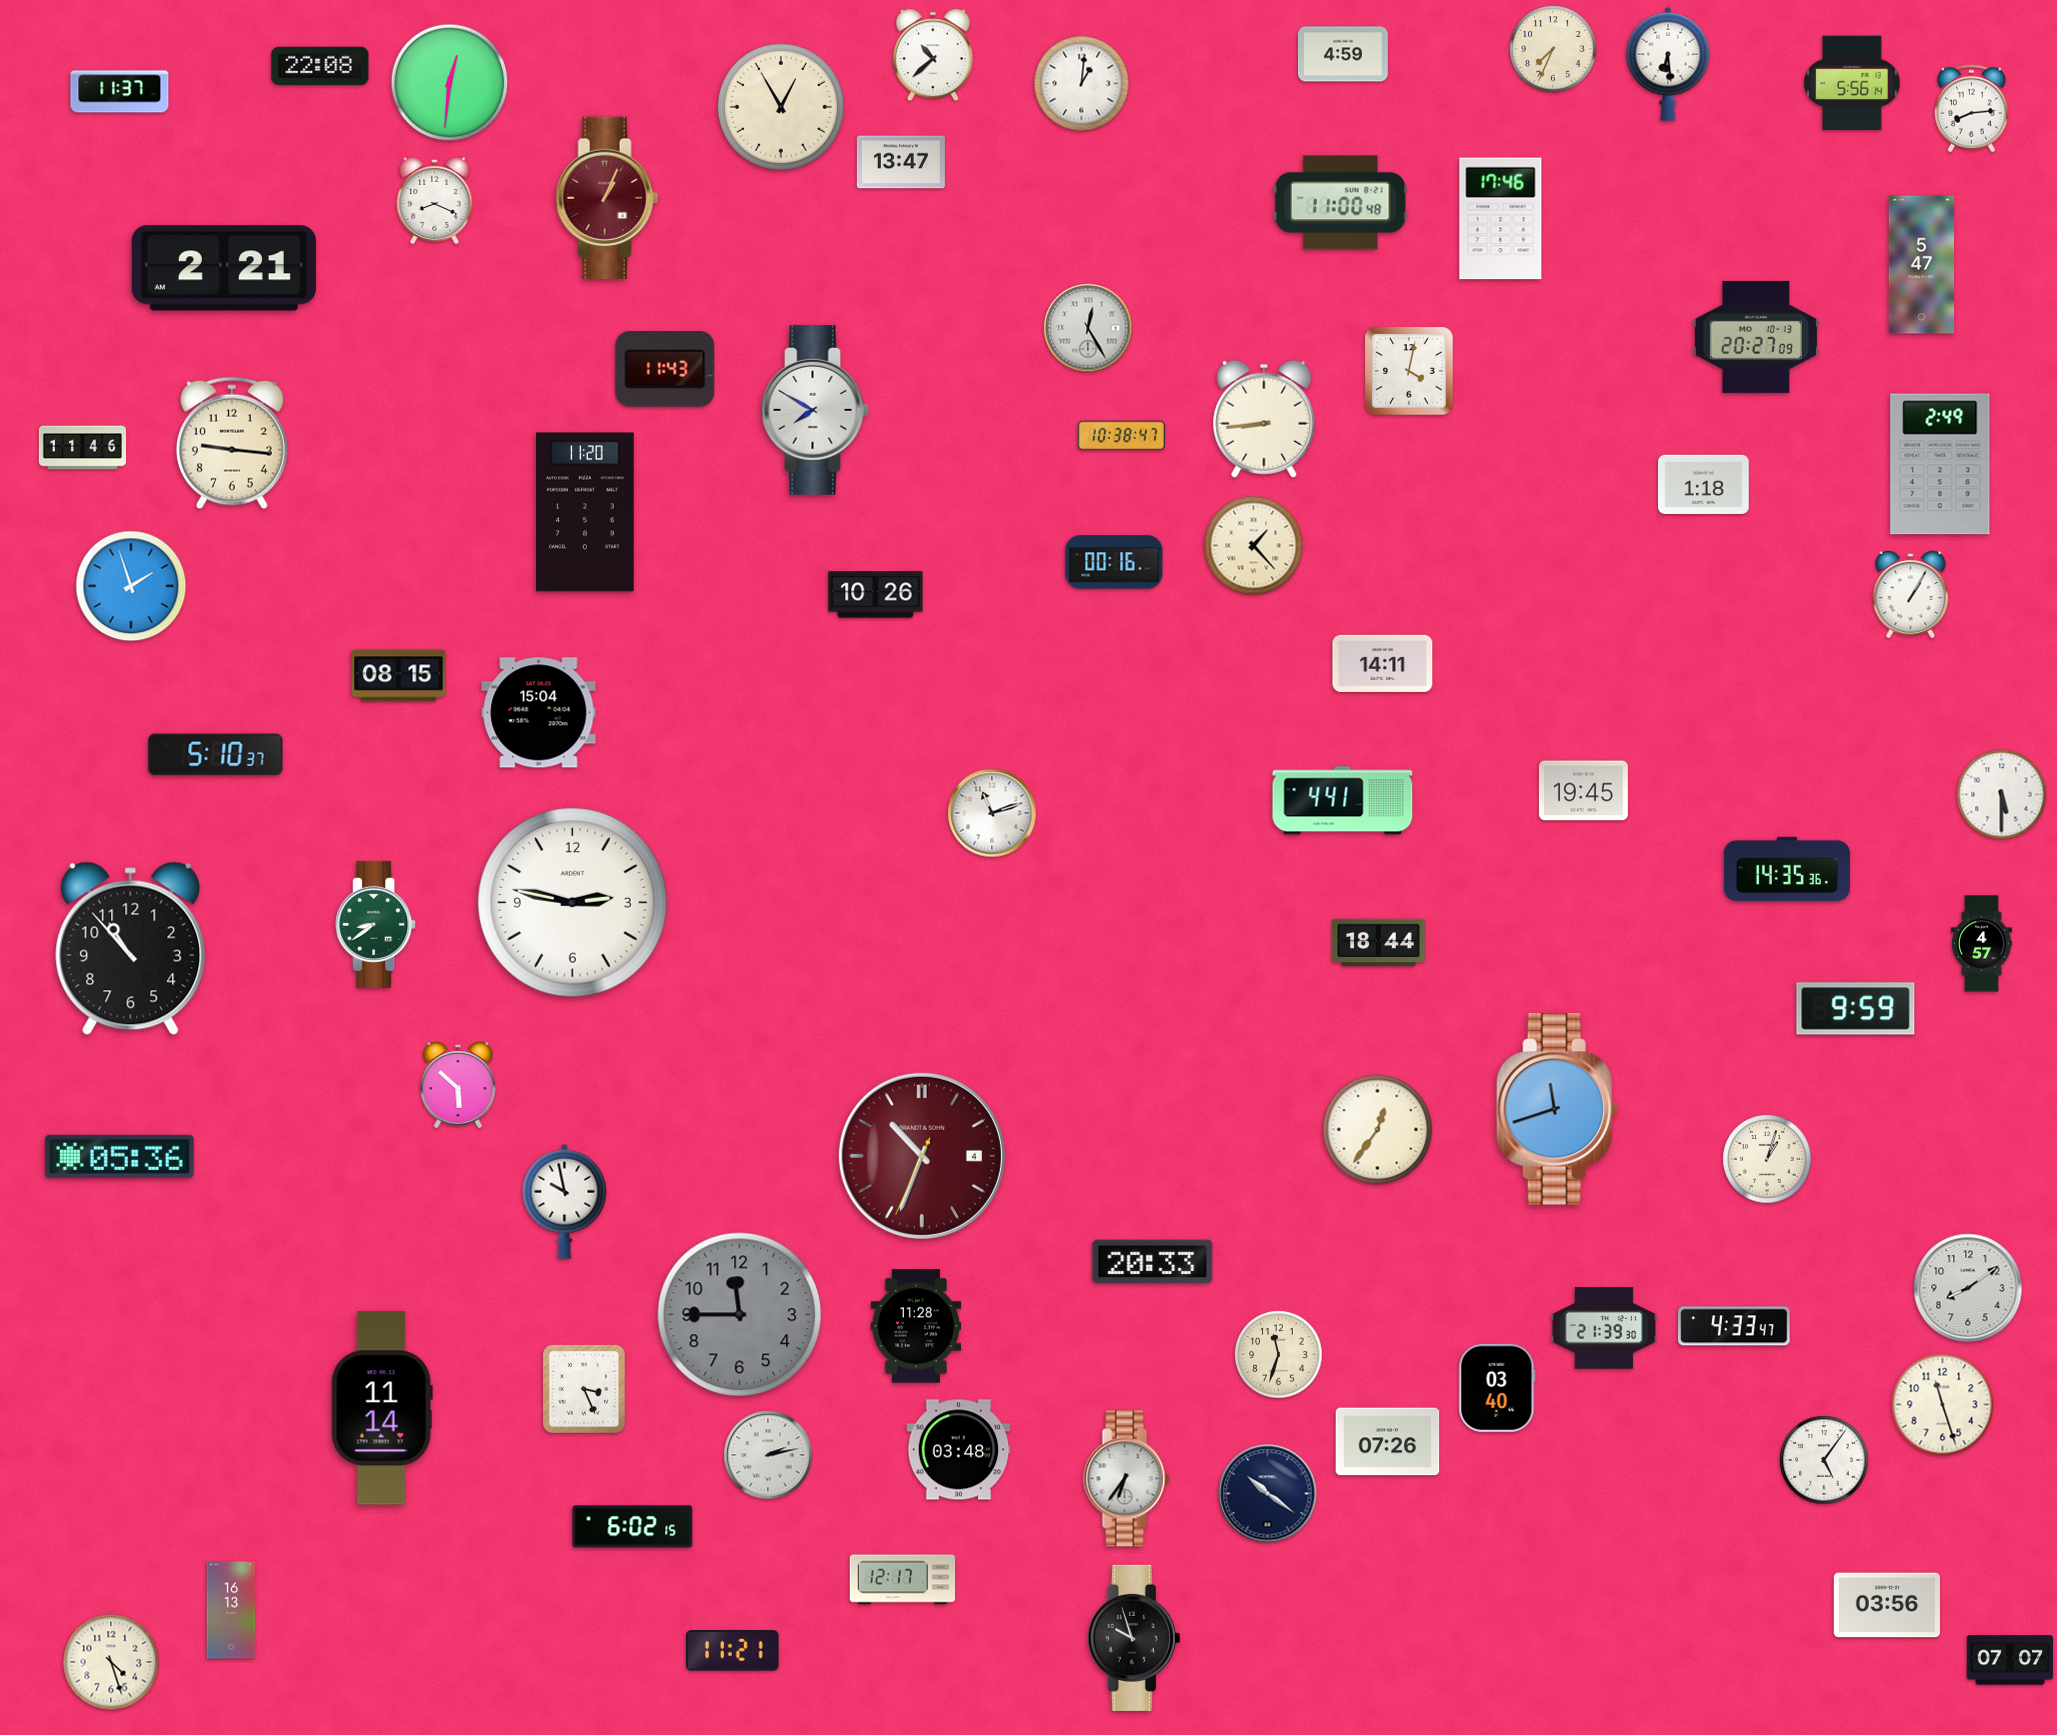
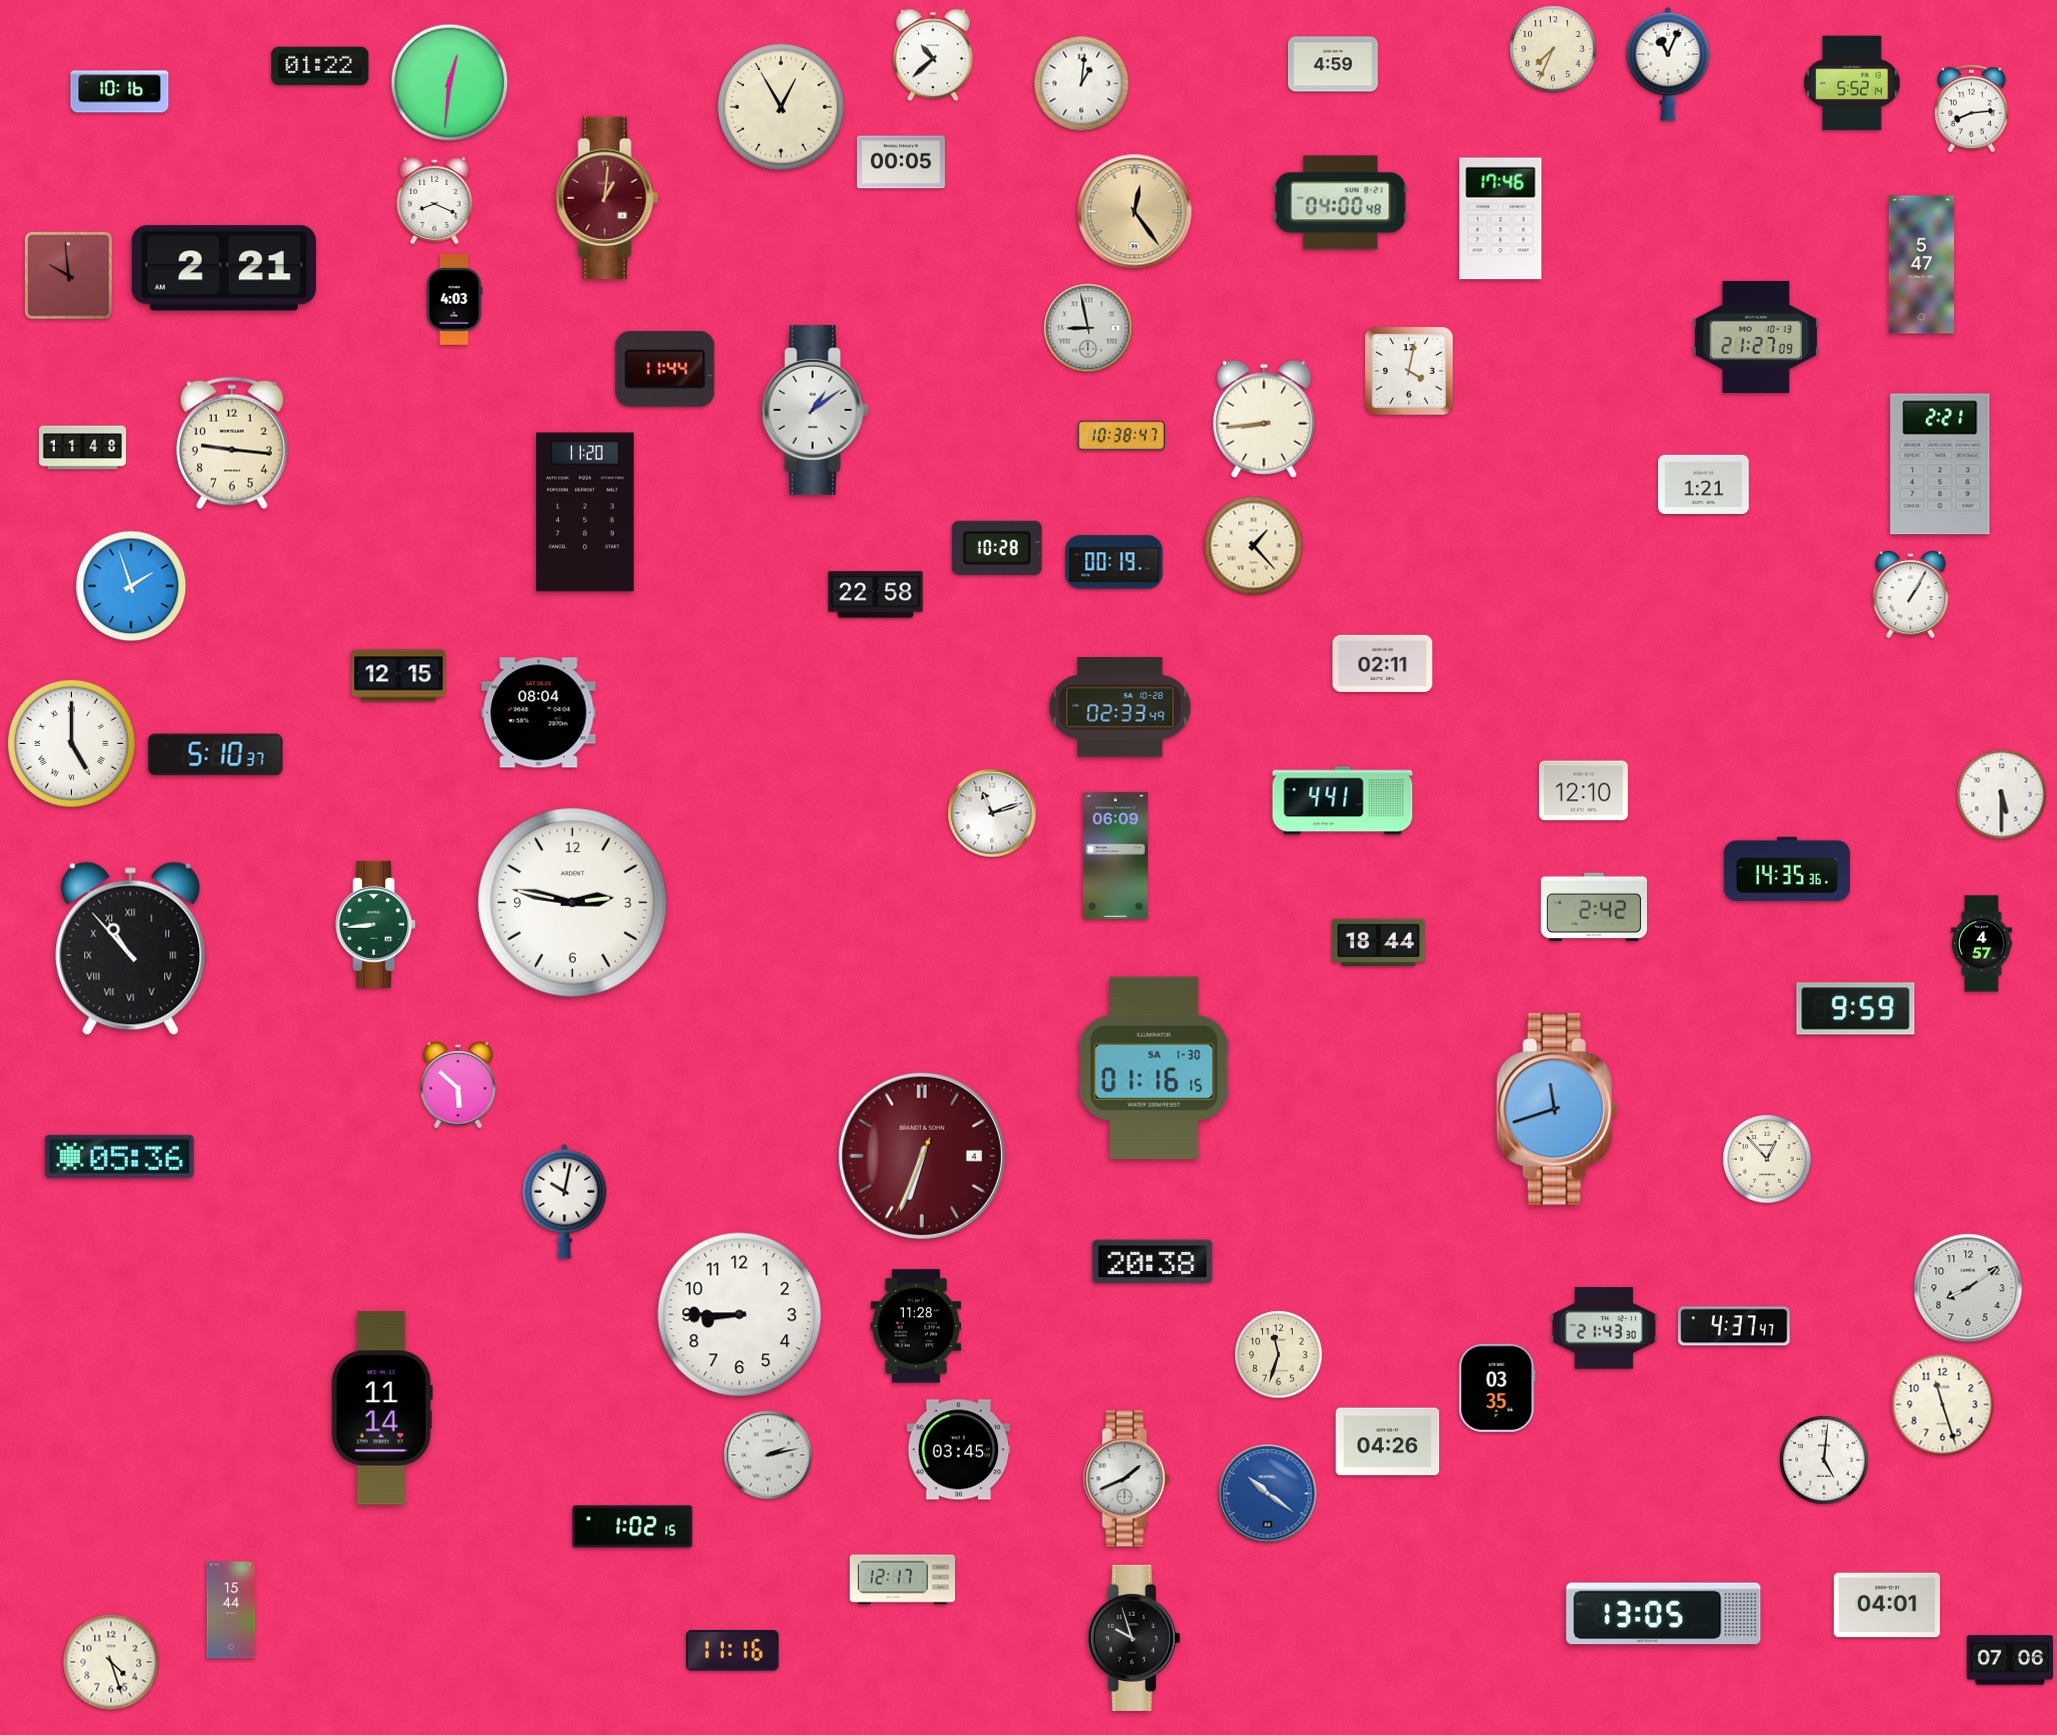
clock at (1343, 54) position: (1343, 54) -> (1333, 64)
clock at (1668, 64): 6:29 -> 11:04
clock at (320, 66): 22:08 -> 01:22
clock at (1852, 83): 5:56 -> 5:52
clock at (120, 92): 11:37 -> 10:16
clock at (901, 162): 13:47 -> 00:05
clock at (607, 198): 1:04 -> 1:01
clock at (1340, 203): 11:00 -> 04:00
clock at (1135, 212): none -> 12:24
clock at (68, 275): none -> 9:59
clock at (454, 300): none -> 4:03
clock at (1088, 328): 12:25 -> 8:58
clock at (1756, 337): 20:27 -> 21:27
clock at (665, 370): 11:43 -> 11:44
clock at (815, 411): 7:50 -> 1:09
clock at (82, 448): 11:46 -> 11:48
clock at (1940, 464): 2:49 -> 2:21
clock at (1704, 484): 1:18 -> 1:21
clock at (997, 548): none -> 10:28
clock at (1114, 562): 00:16 -> 00:19
clock at (876, 595): 10:26 -> 22:58
clock at (1383, 663): 14:11 -> 02:11
clock at (399, 676): 08:15 -> 12:15
clock at (1120, 708): none -> 02:33
clock at (539, 713): 15:04 -> 08:04
clock at (71, 743): none -> 5:00
clock at (1583, 791): 19:45 -> 12:10
clock at (1115, 855): none -> 06:09
clock at (1594, 907): none -> 2:42
clock at (376, 924): 8:39 -> 8:44
clock at (131, 949) numerals: Arabic -> Roman
clock at (1154, 1068): none -> 01:16
clock at (1378, 1130): 12:36 -> none
clock at (922, 1156): 10:33 -> 6:33
clock at (1767, 1159): 1:03 -> 12:53
clock at (565, 1201): 9:58 -> 10:02
clock at (1153, 1262): 20:33 -> 20:38
clock at (740, 1315): 11:45 -> 8:45
clock at (740, 1315) dial: grey -> white
clock at (1734, 1326): 4:33 -> 4:37
clock at (1604, 1328): 21:39 -> 21:43
clock at (1497, 1388): 03:40 -> 03:35
clock at (584, 1389): 3:26 -> none
clock at (1388, 1442): 07:26 -> 04:26
clock at (959, 1450): 03:48 -> 03:45
clock at (1824, 1460): 5:06 -> 5:01
clock at (1127, 1479): 6:36 -> 1:41
clock at (1268, 1494) dial: navy -> blue
clock at (633, 1527): 6:02 -> 1:02
clock at (1887, 1605): 03:56 -> 04:01
clock at (231, 1610): 16:13 -> 15:44
clock at (1664, 1614): none -> 13:05
clock at (733, 1651): 11:21 -> 11:16
clock at (2009, 1660): 07:07 -> 07:06
